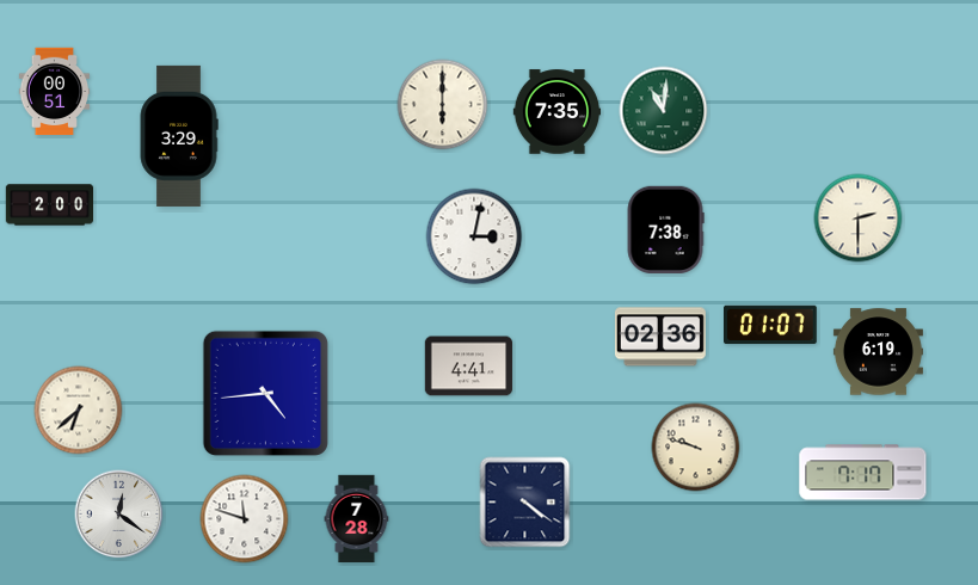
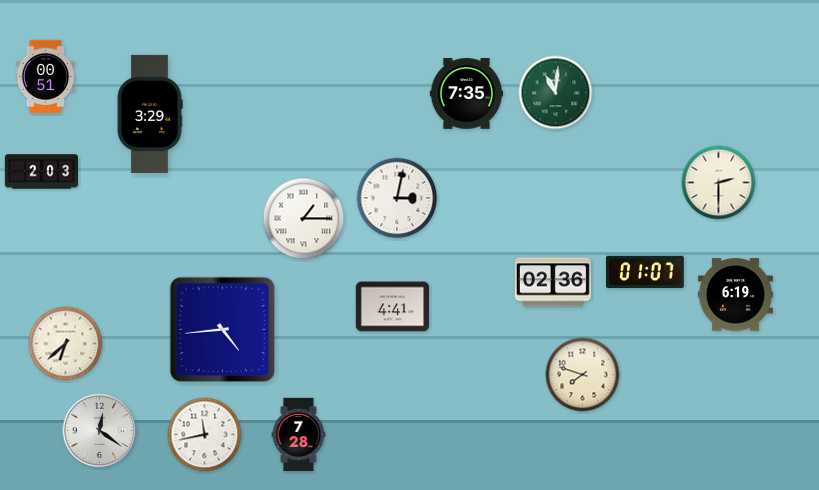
clock at (443, 105): 6:00 -> none
clock at (50, 205): 2:00 -> 2:03
clock at (665, 229): 7:38 -> none
clock at (304, 219): none -> 1:15
clock at (696, 448): 9:48 -> 7:48
clock at (863, 473): 7:17 -> none
clock at (525, 503): 4:21 -> none
clock at (245, 519): 11:48 -> 11:43
